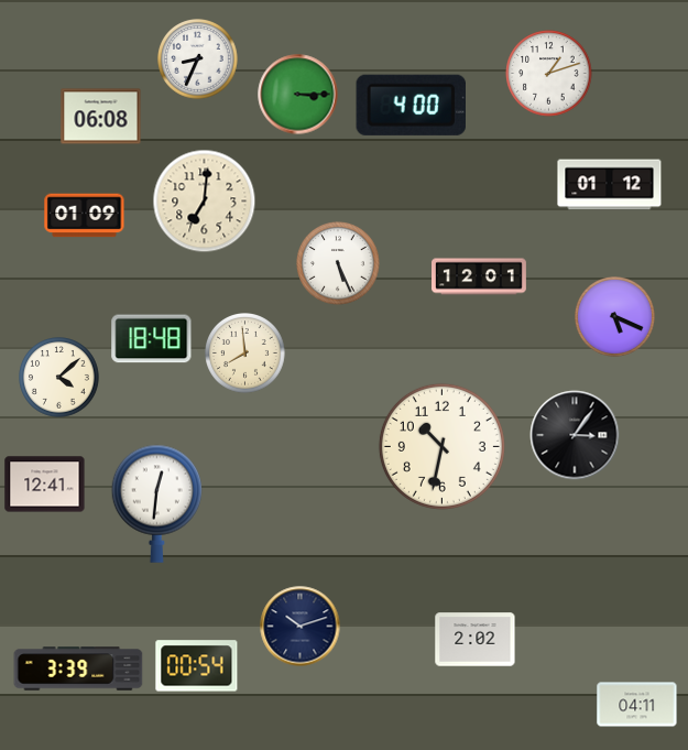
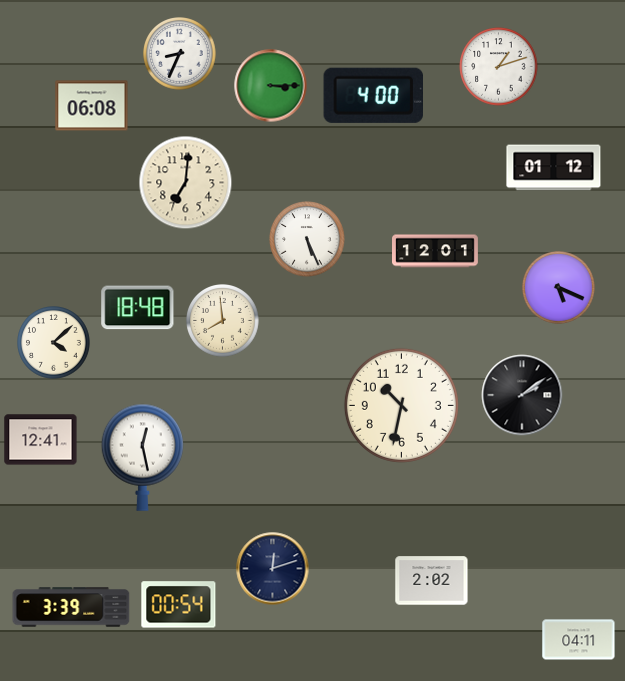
clock at (85, 216): 01:09 -> none
clock at (575, 435): 3:06 -> 2:09
clock at (156, 503): 12:31 -> 12:28
clock at (301, 627): 10:12 -> 12:12
